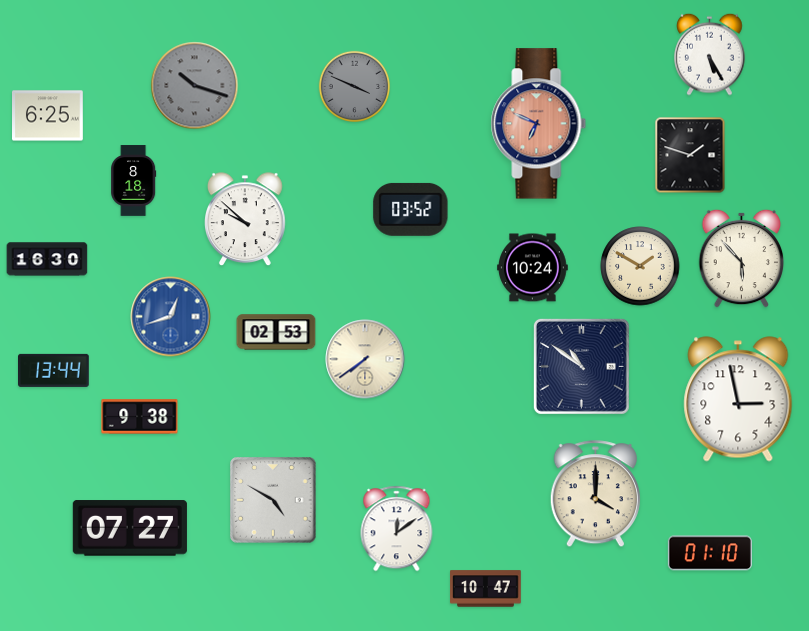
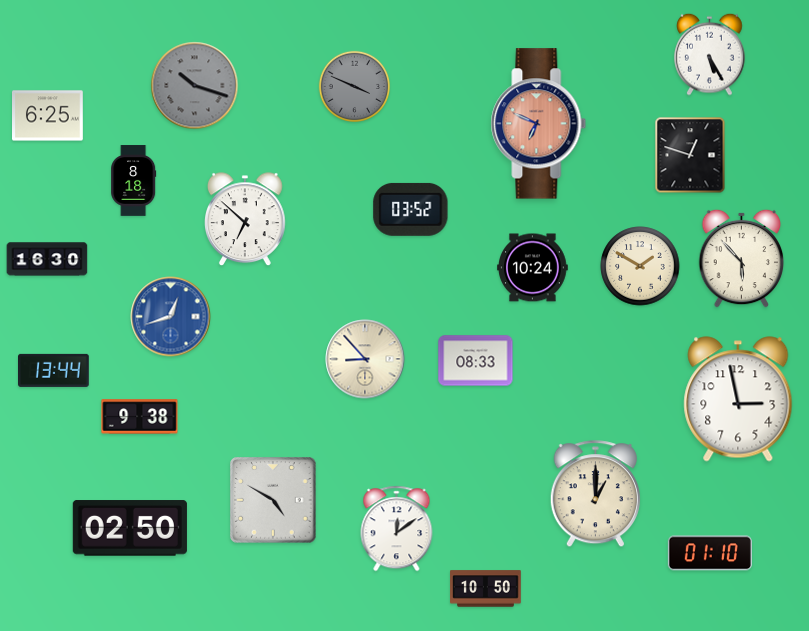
clock at (690, 155): 1:48 -> 12:48
clock at (246, 220): 9:52 -> 6:52
clock at (276, 332): 02:53 -> none
clock at (365, 359): 7:39 -> 8:53
clock at (476, 361): none -> 08:33
clock at (581, 366): 10:51 -> none
clock at (595, 494): 4:00 -> 1:00
clock at (130, 528): 07:27 -> 02:50
clock at (486, 589): 10:47 -> 10:50
